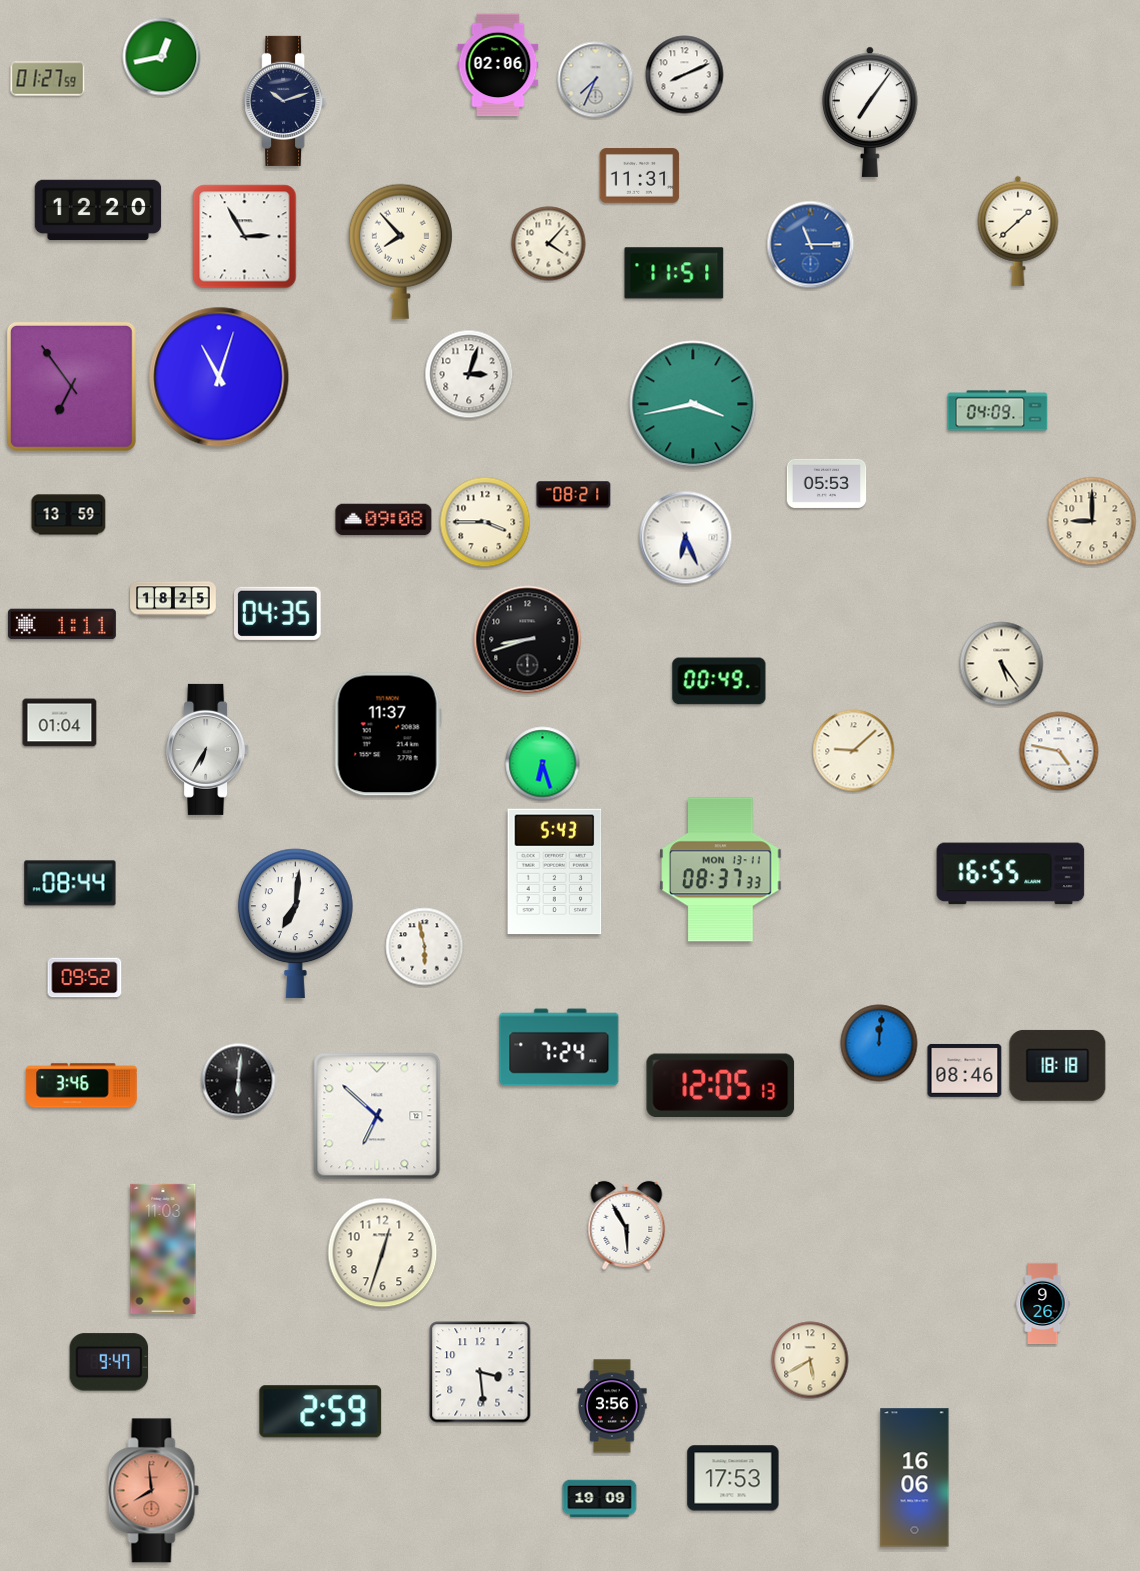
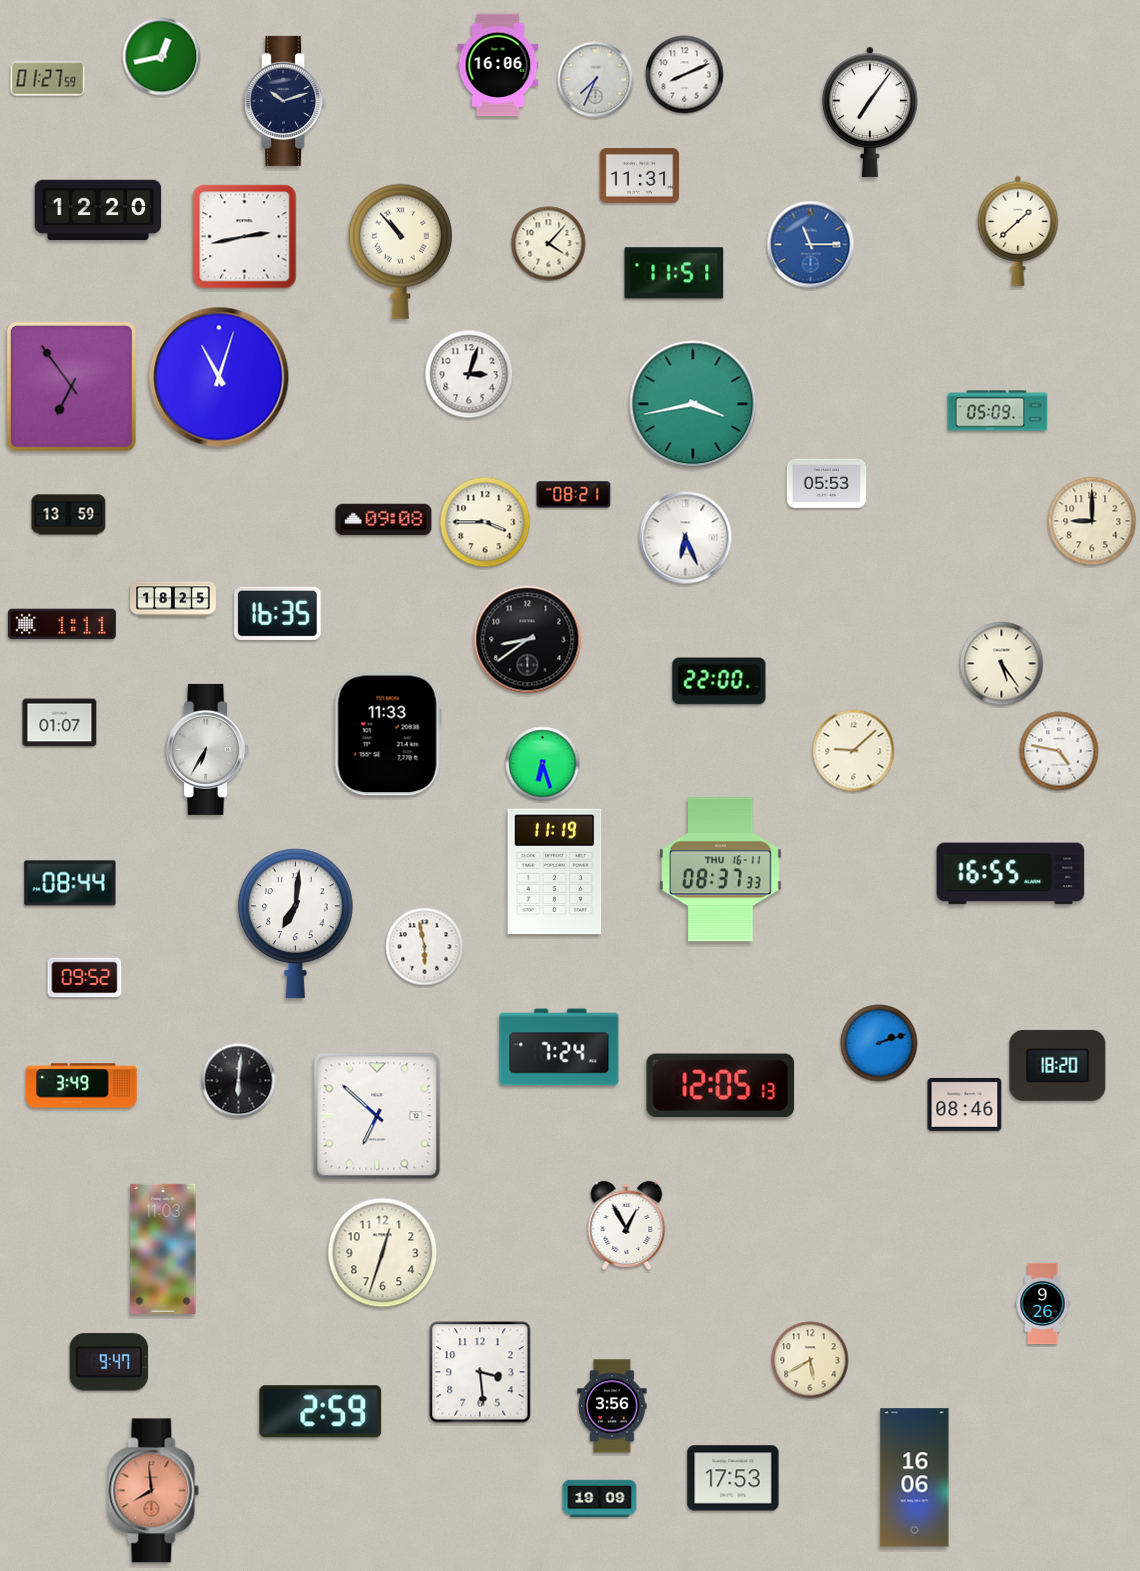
clock at (498, 65): 02:06 -> 16:06
clock at (245, 237): 2:55 -> 2:43
clock at (400, 251): 7:53 -> 10:53
clock at (998, 411): 04:09 -> 05:09
clock at (278, 613): 04:35 -> 16:35
clock at (528, 640): 8:42 -> 8:39
clock at (719, 681): 00:49 -> 22:00
clock at (60, 723): 01:04 -> 01:07
clock at (388, 734): 11:37 -> 11:33
clock at (721, 870) date: MON 13-11 -> THU 16-11
clock at (555, 872): 5:43 -> 11:19
clock at (879, 1043): 12:01 -> 2:12
clock at (1058, 1065): 18:18 -> 18:20
clock at (965, 1070) position: (965, 1070) -> (965, 1104)
clock at (82, 1086): 3:46 -> 3:49
clock at (627, 1225): 5:55 -> 12:55
